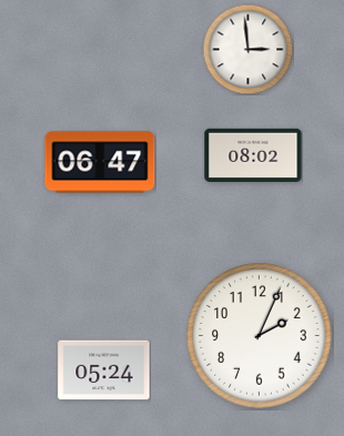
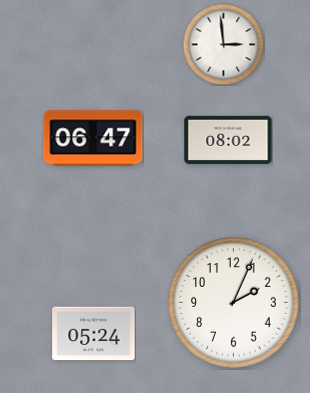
clock at (100, 162) position: (100, 162) -> (93, 138)
